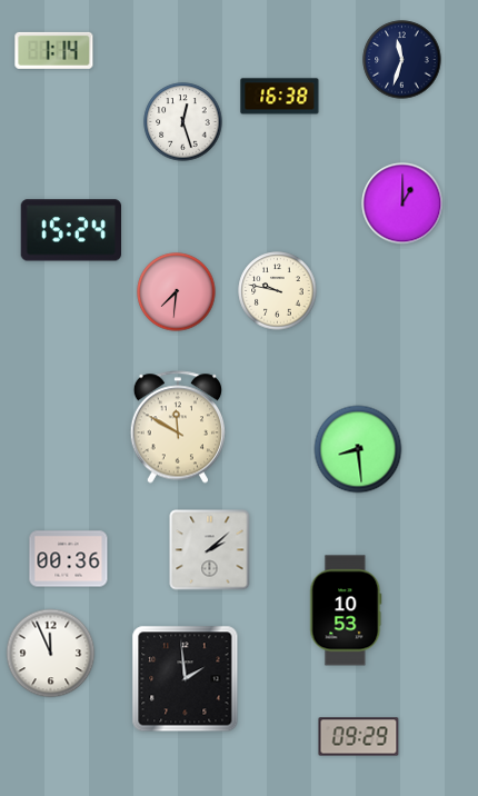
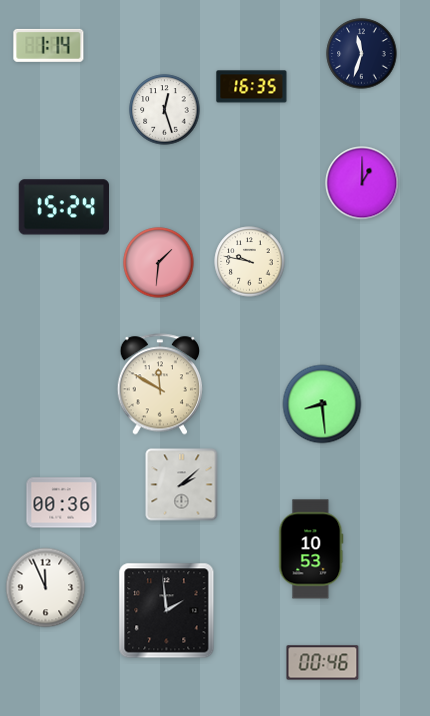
clock at (280, 97): 16:38 -> 16:35
clock at (177, 292): 7:31 -> 1:31
clock at (210, 550) position: (210, 550) -> (182, 485)
clock at (359, 737): 09:29 -> 00:46
